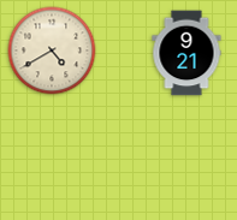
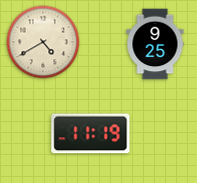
clock at (186, 53): 9:21 -> 9:25
clock at (91, 134): none -> 11:19
